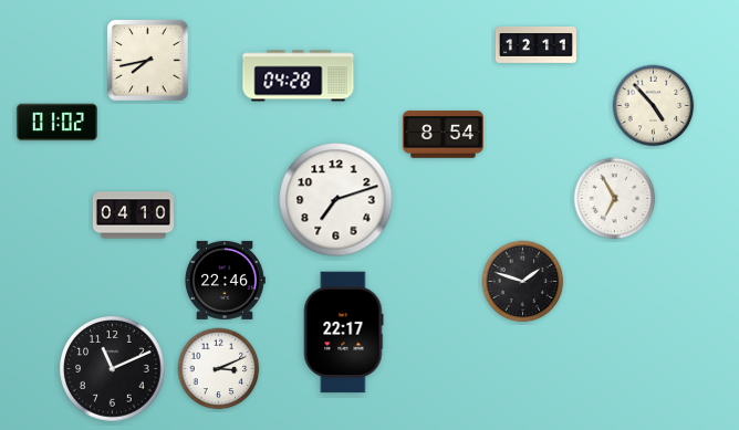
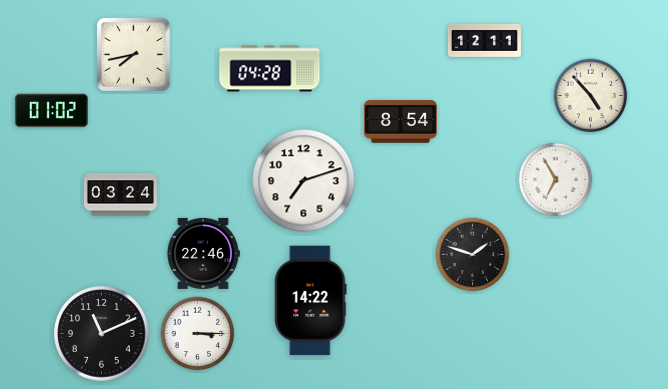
clock at (133, 216): 04:10 -> 03:24
clock at (344, 333): 22:17 -> 14:22
clock at (219, 369): 3:11 -> 3:15
